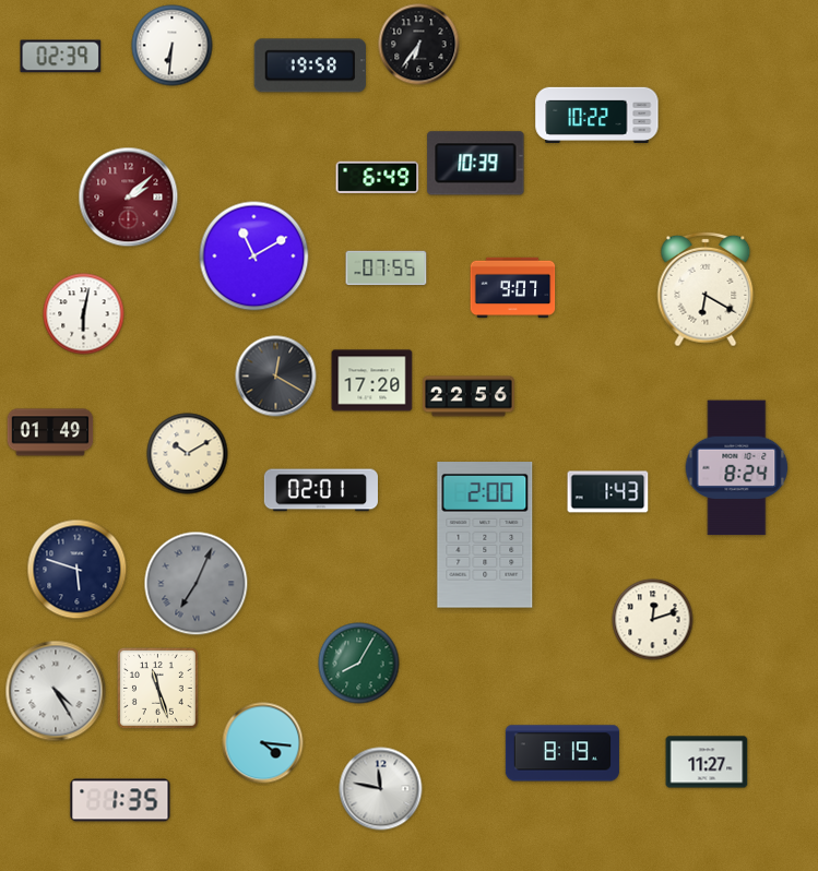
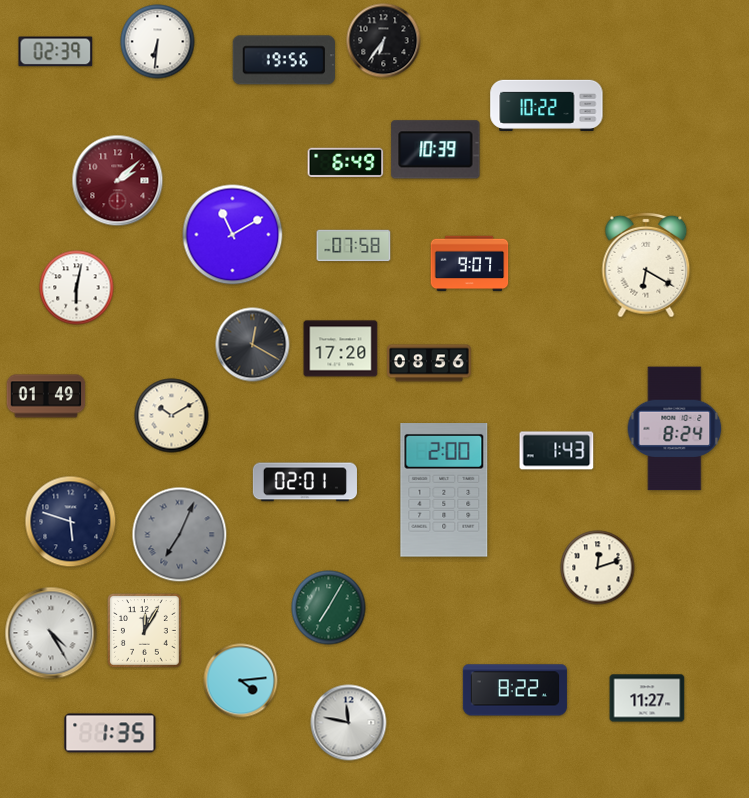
clock at (310, 65): 19:58 -> 19:56
clock at (387, 269): 07:55 -> 07:58
clock at (470, 396): 22:56 -> 08:56
clock at (321, 490) position: (321, 490) -> (305, 482)
clock at (359, 664): 8:05 -> 7:05
clock at (157, 688): 11:27 -> 12:05
clock at (263, 743): 4:16 -> 4:14
clock at (562, 753): 8:19 -> 8:22
